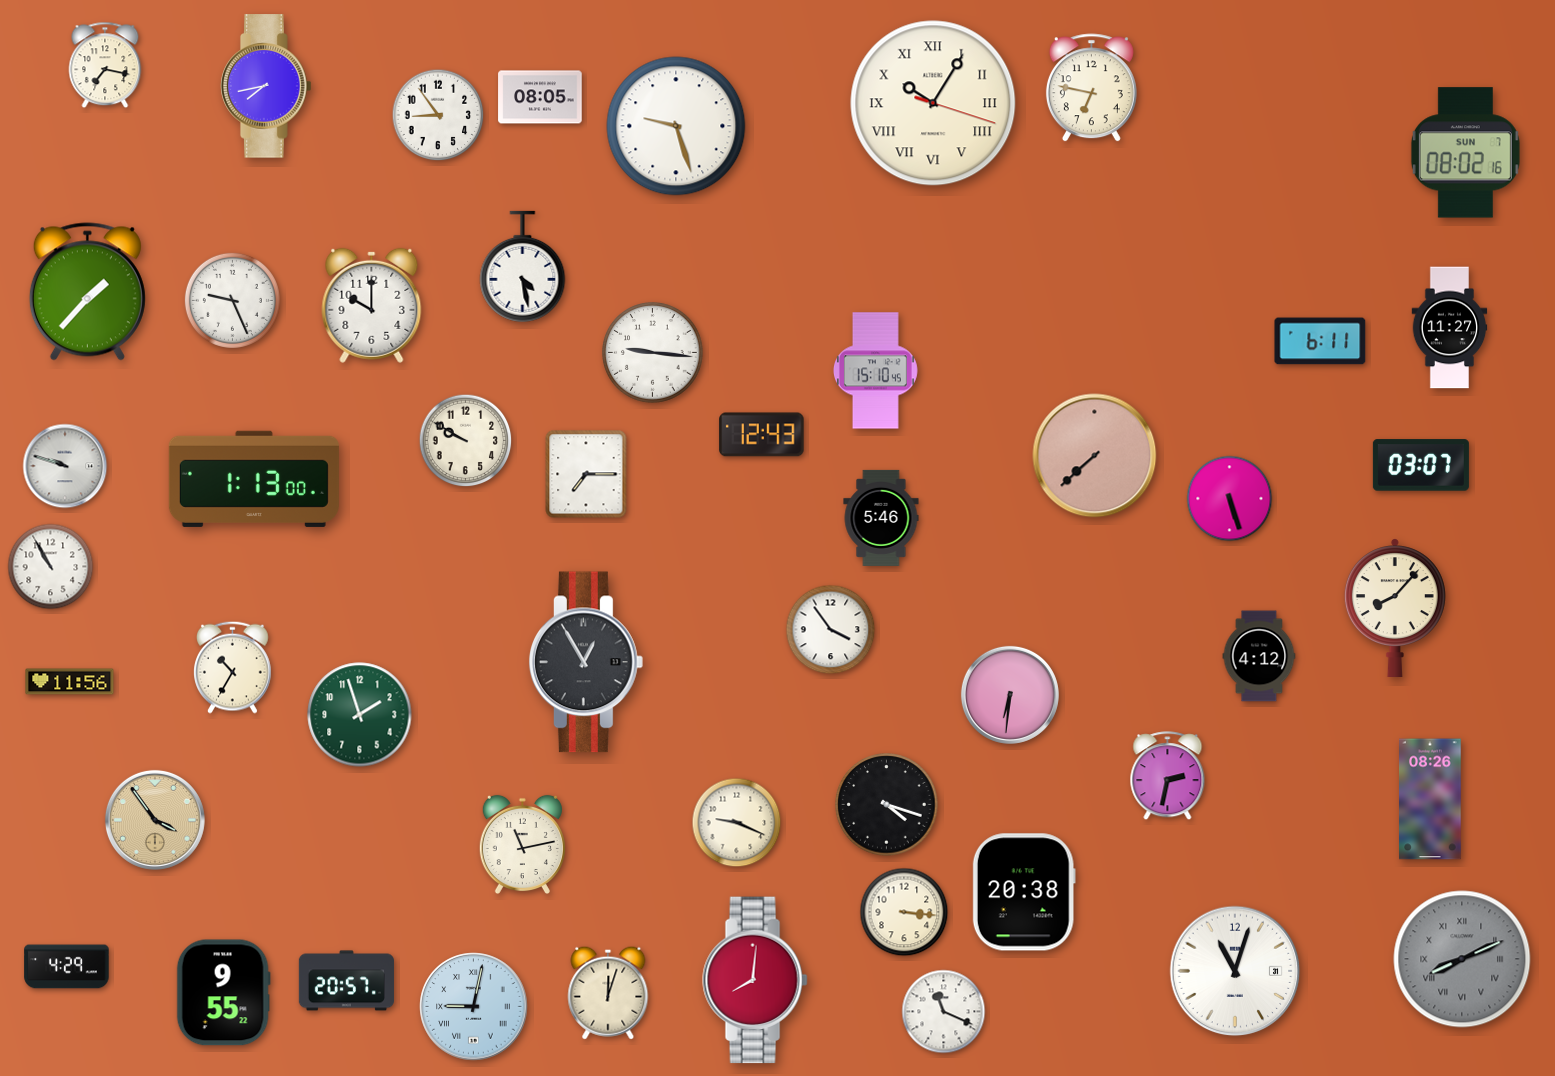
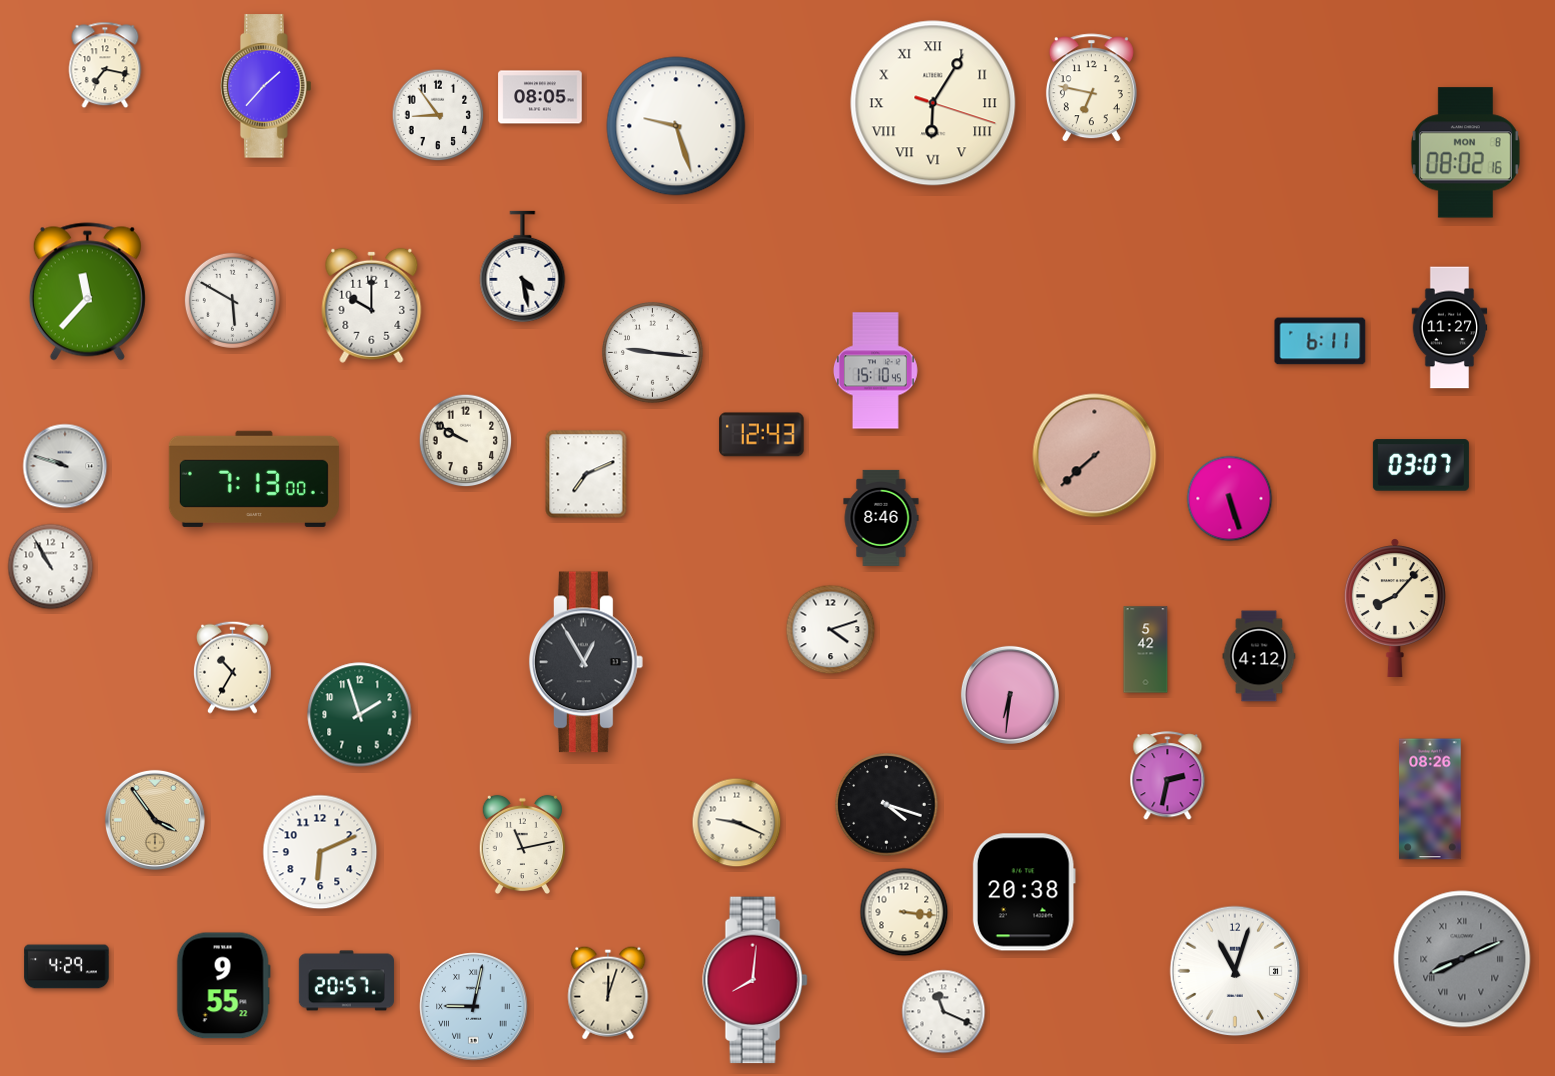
clock at (266, 86): 7:43 -> 1:37
clock at (933, 103): 10:05 -> 6:05
clock at (1465, 153) date: SUN 7 -> MON 8
clock at (87, 292): 1:37 -> 11:37
clock at (232, 300): 9:26 -> 5:50
clock at (586, 474): 7:15 -> 7:11
clock at (254, 479): 1:13 -> 7:13
clock at (881, 518): 5:46 -> 8:46
clock at (831, 630): 3:54 -> 4:12
clock at (1146, 650): none -> 5:42
clock at (70, 682): 11:56 -> none
clock at (320, 852): none -> 6:11
clock at (223, 993) position: (223, 993) -> (223, 986)
